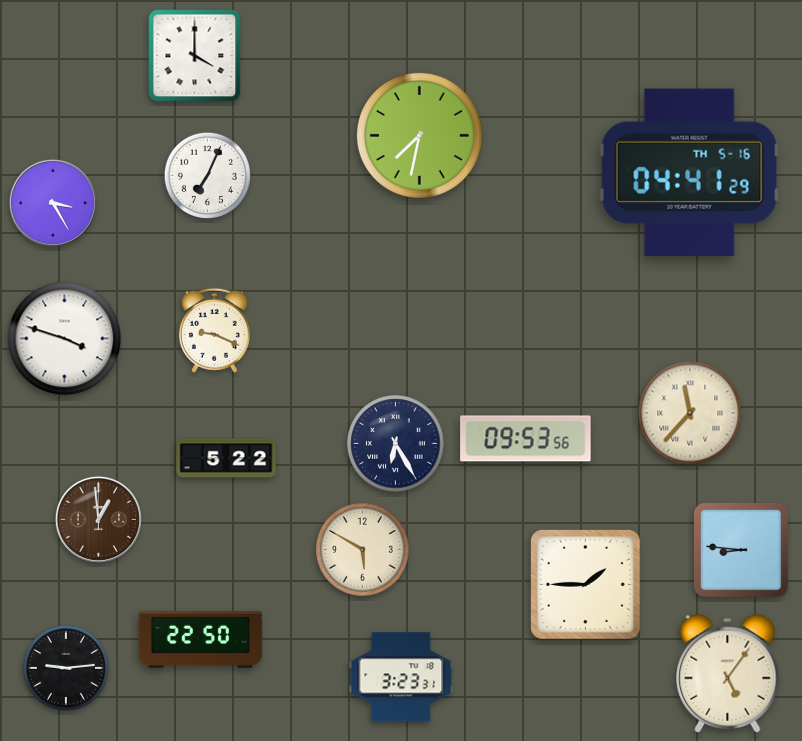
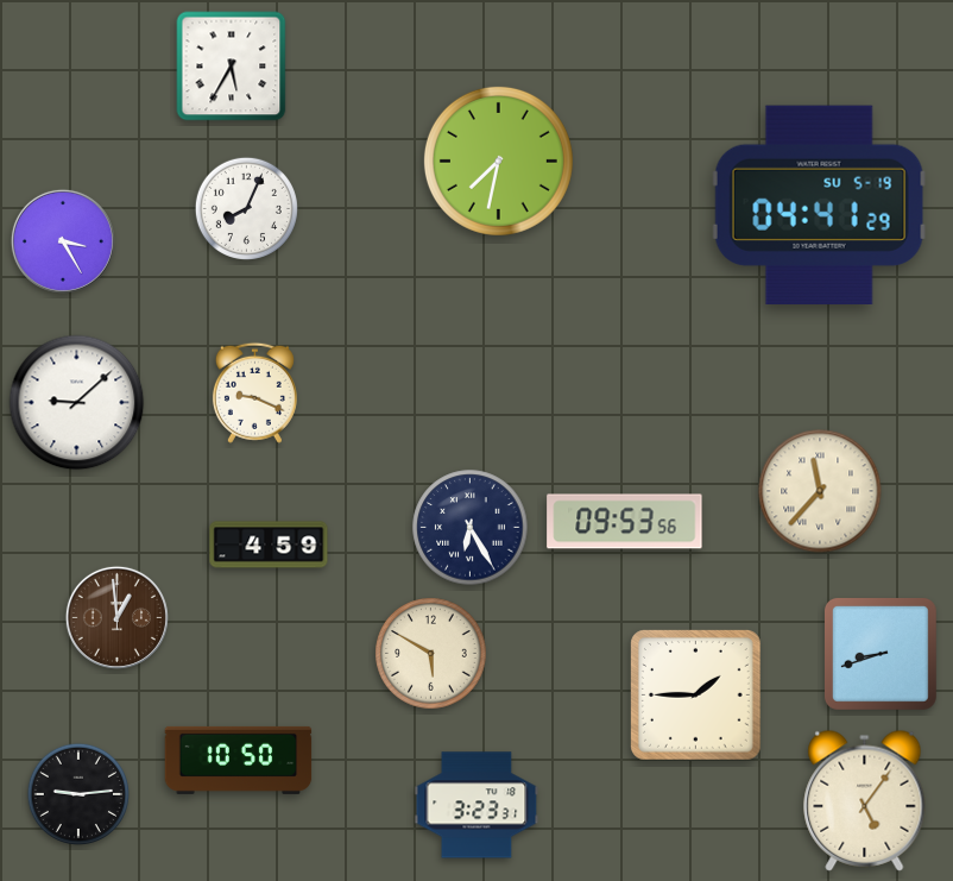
clock at (195, 56): 4:00 -> 5:35
clock at (689, 172) date: TH 5-16 -> SU 5-19
clock at (207, 175): 7:04 -> 8:04
clock at (65, 339): 3:48 -> 9:08
clock at (226, 458): 5:22 -> 4:59
clock at (741, 550): 8:46 -> 8:42
clock at (201, 639): 22:50 -> 10:50
